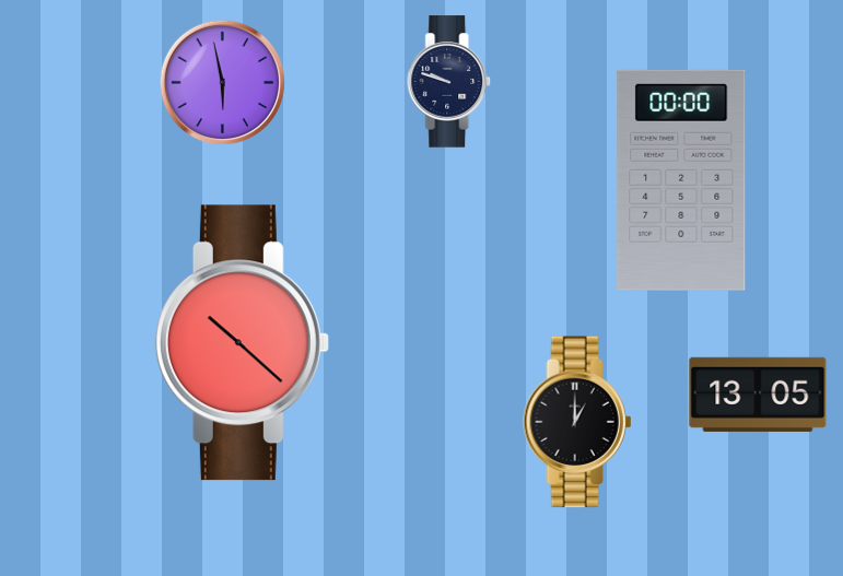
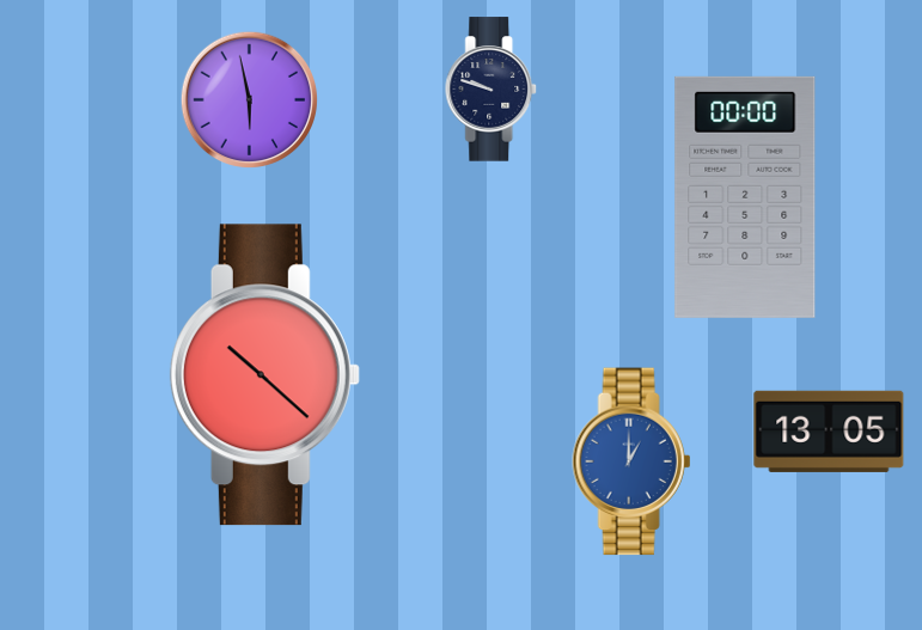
clock at (222, 82) position: (222, 82) -> (249, 99)
clock at (577, 422) dial: black -> blue
